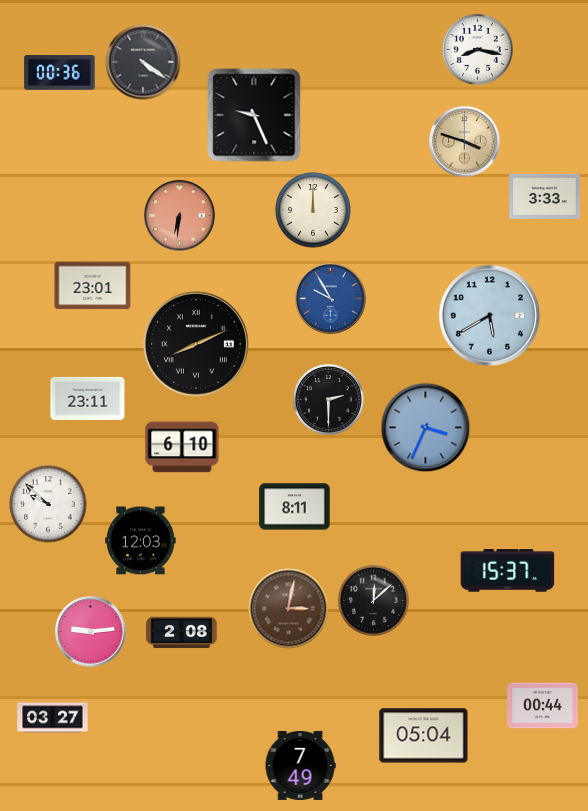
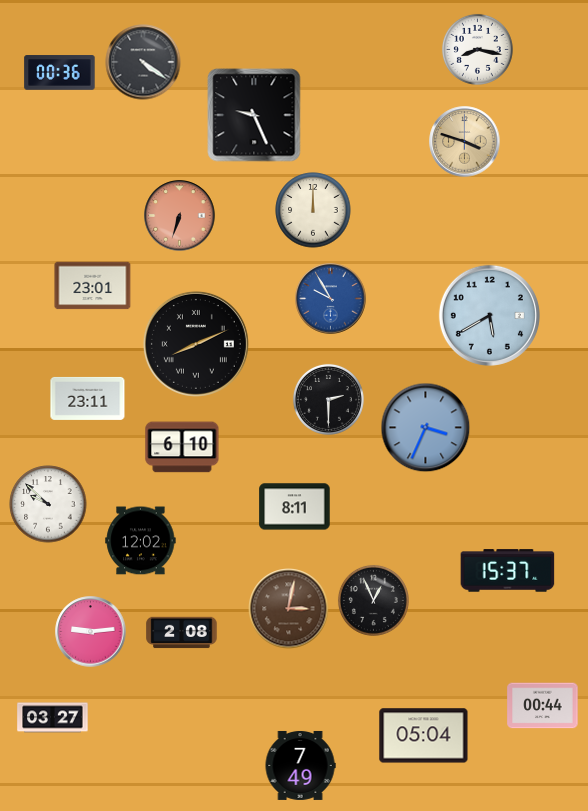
clock at (545, 196): 3:33 -> none
clock at (180, 216): 6:31 -> 6:33
clock at (141, 541): 12:03 -> 12:02
clock at (373, 600): 12:08 -> 12:56
